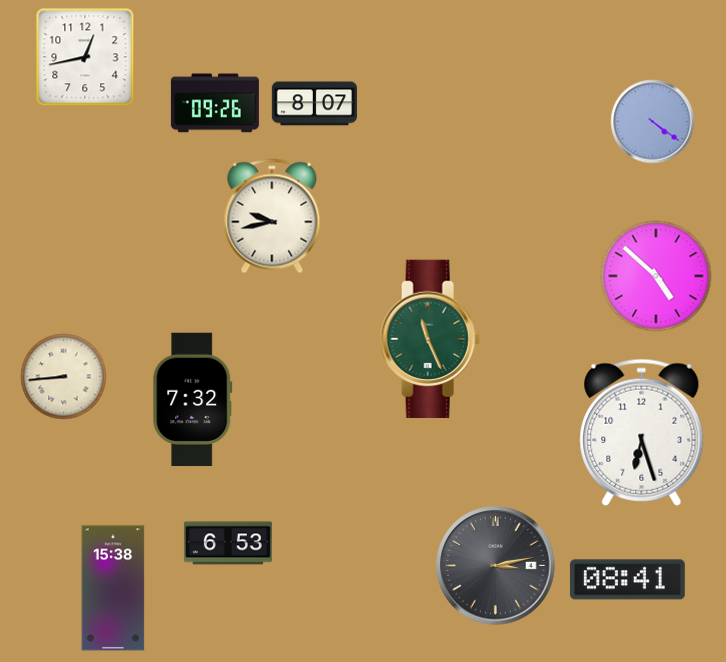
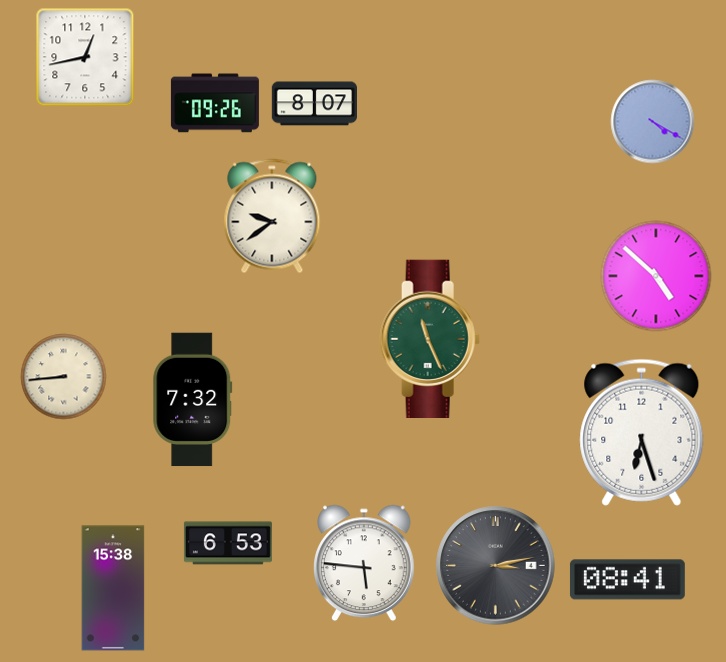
clock at (653, 122): 4:21 -> 4:20
clock at (272, 216): 9:43 -> 9:39
clock at (365, 563): none -> 5:46
